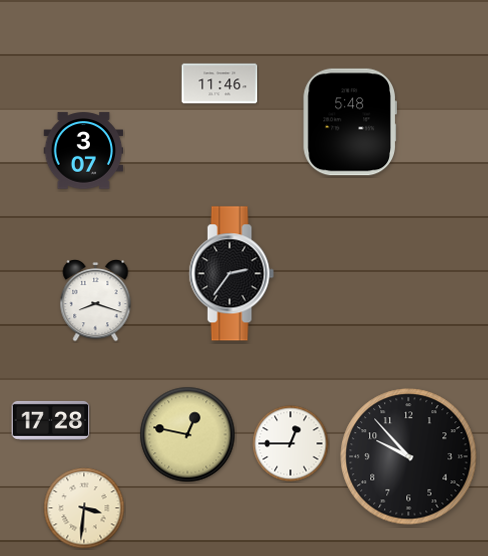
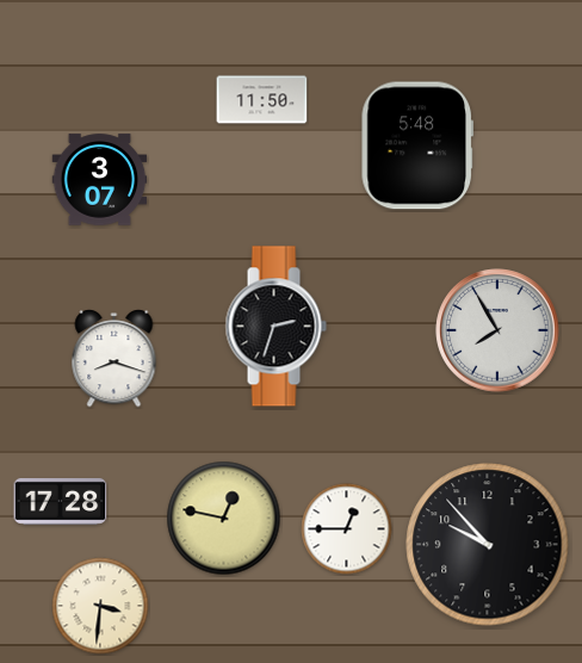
clock at (220, 84): 11:46 -> 11:50
clock at (231, 274): 2:36 -> 2:33
clock at (497, 330): none -> 7:55
